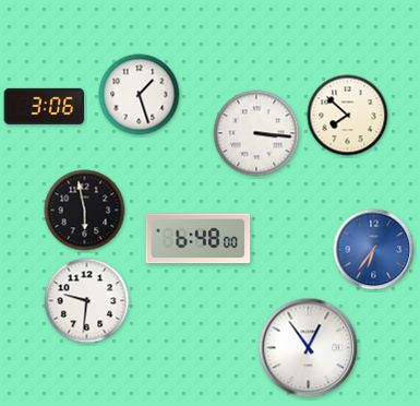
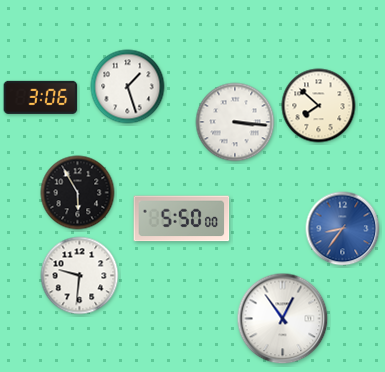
clock at (85, 211): 5:58 -> 5:55
clock at (199, 239): 6:48 -> 5:50
clock at (374, 250): 6:36 -> 8:36
